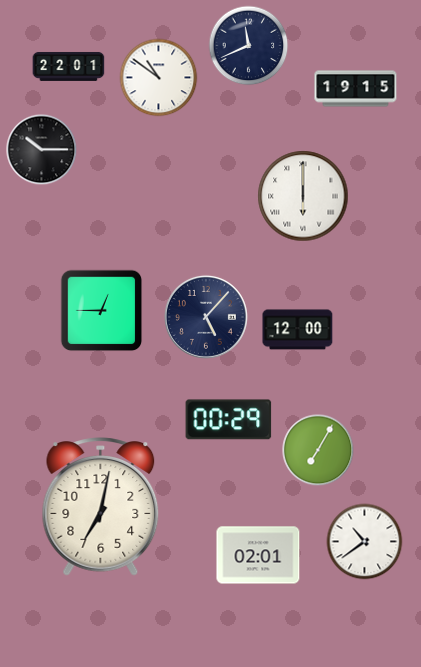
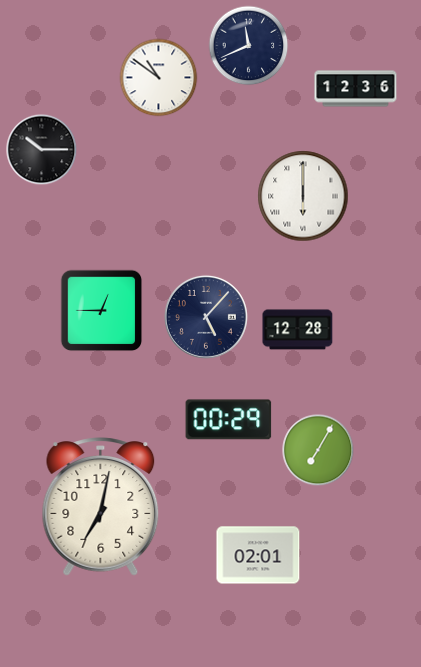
clock at (69, 66): 22:01 -> none
clock at (356, 89): 19:15 -> 12:36
clock at (298, 330): 12:00 -> 12:28
clock at (365, 542): 10:39 -> none
